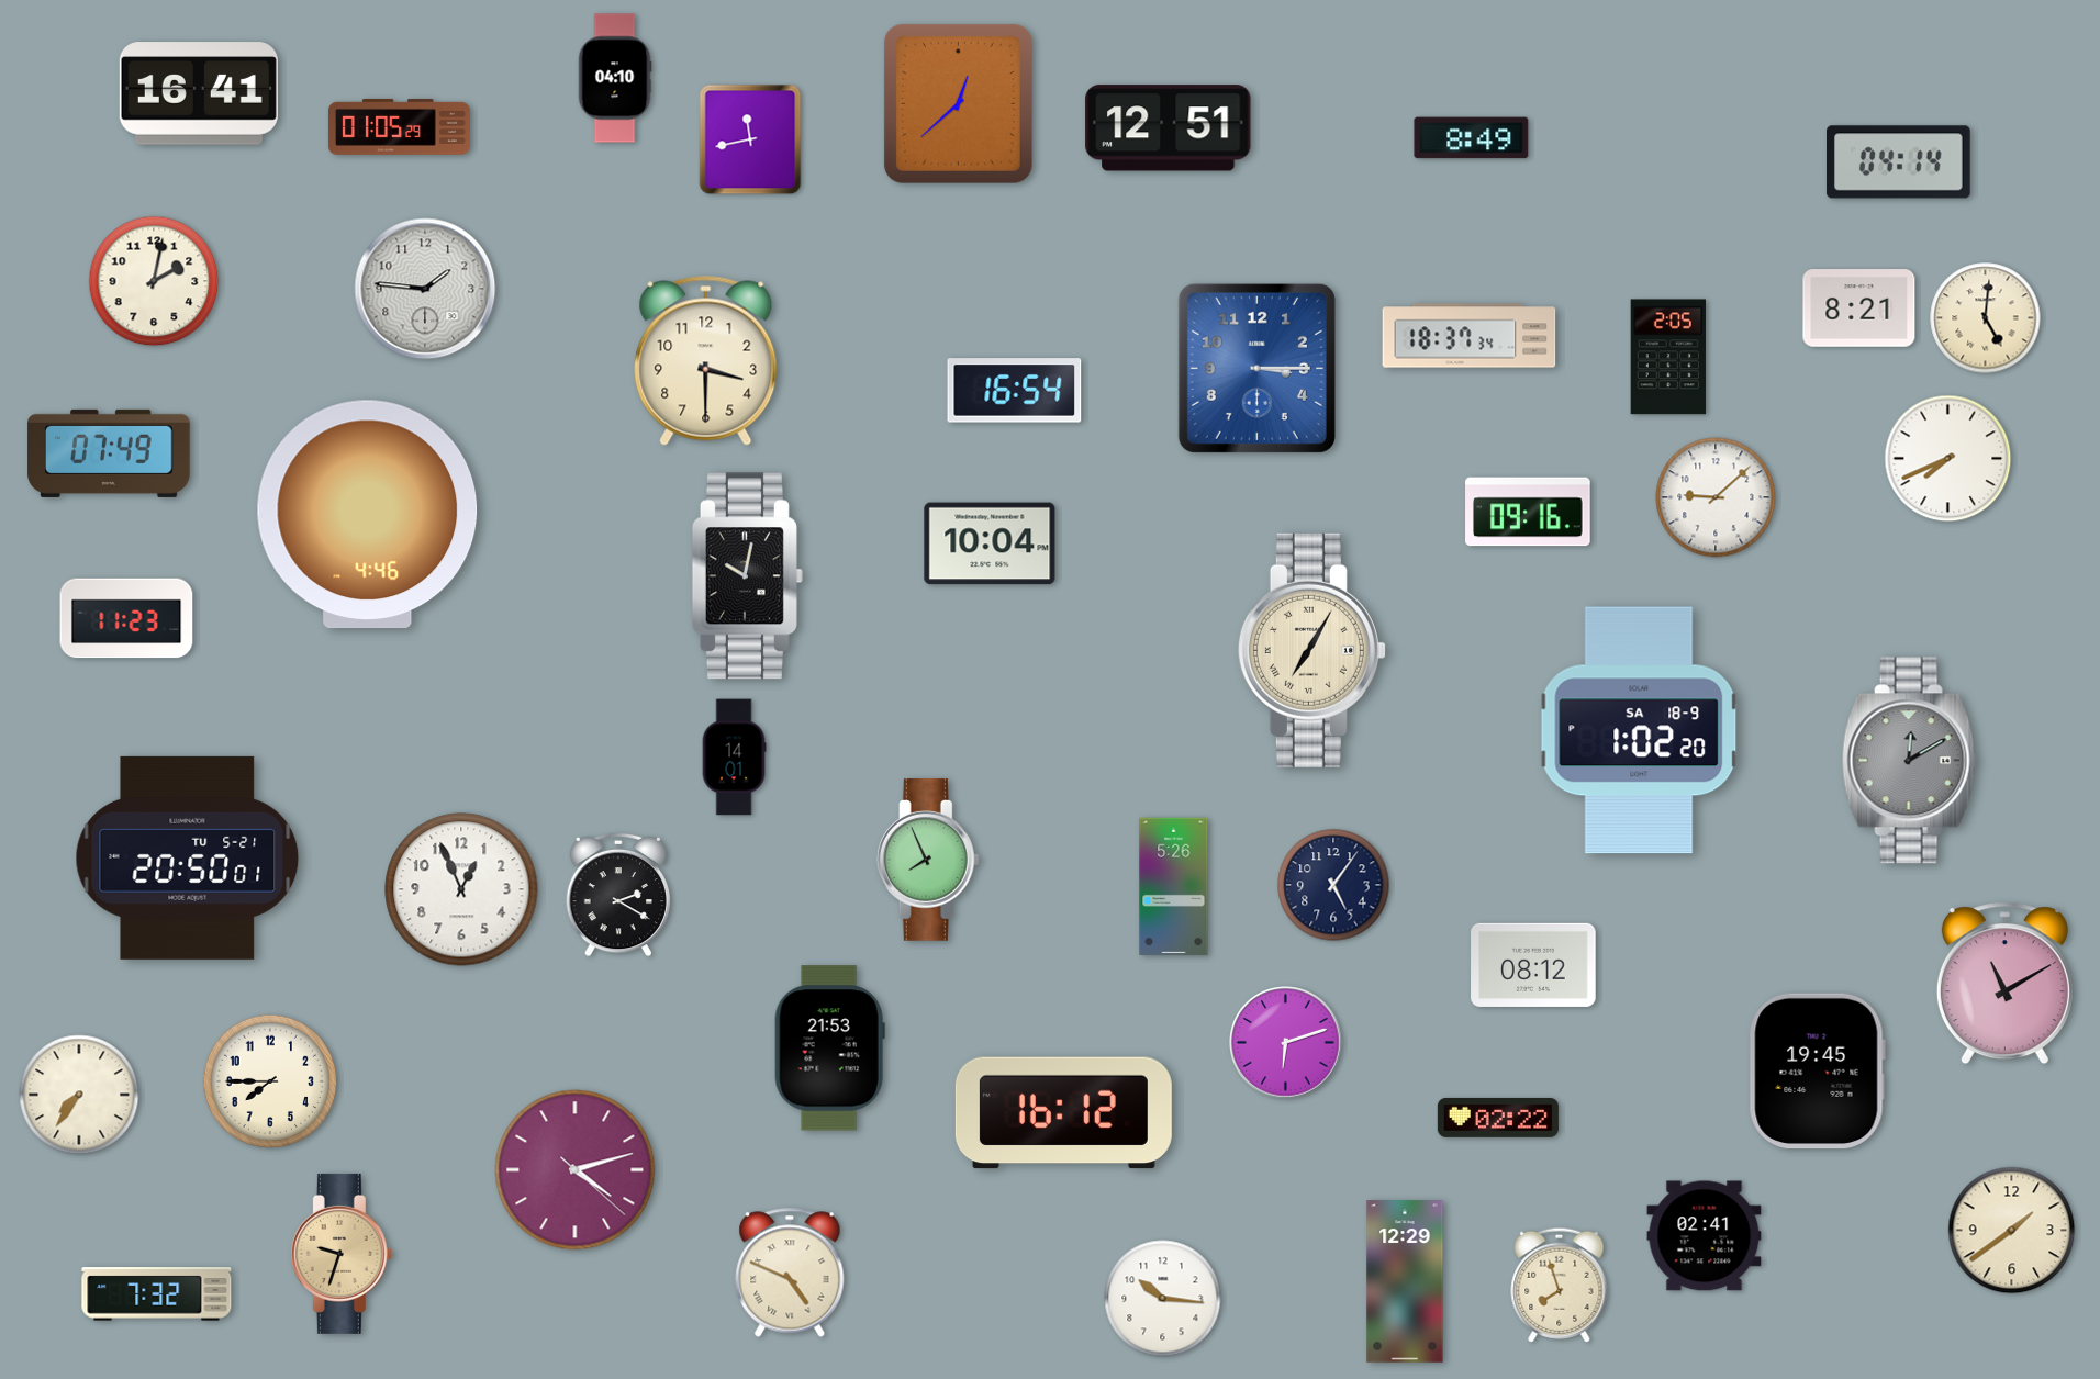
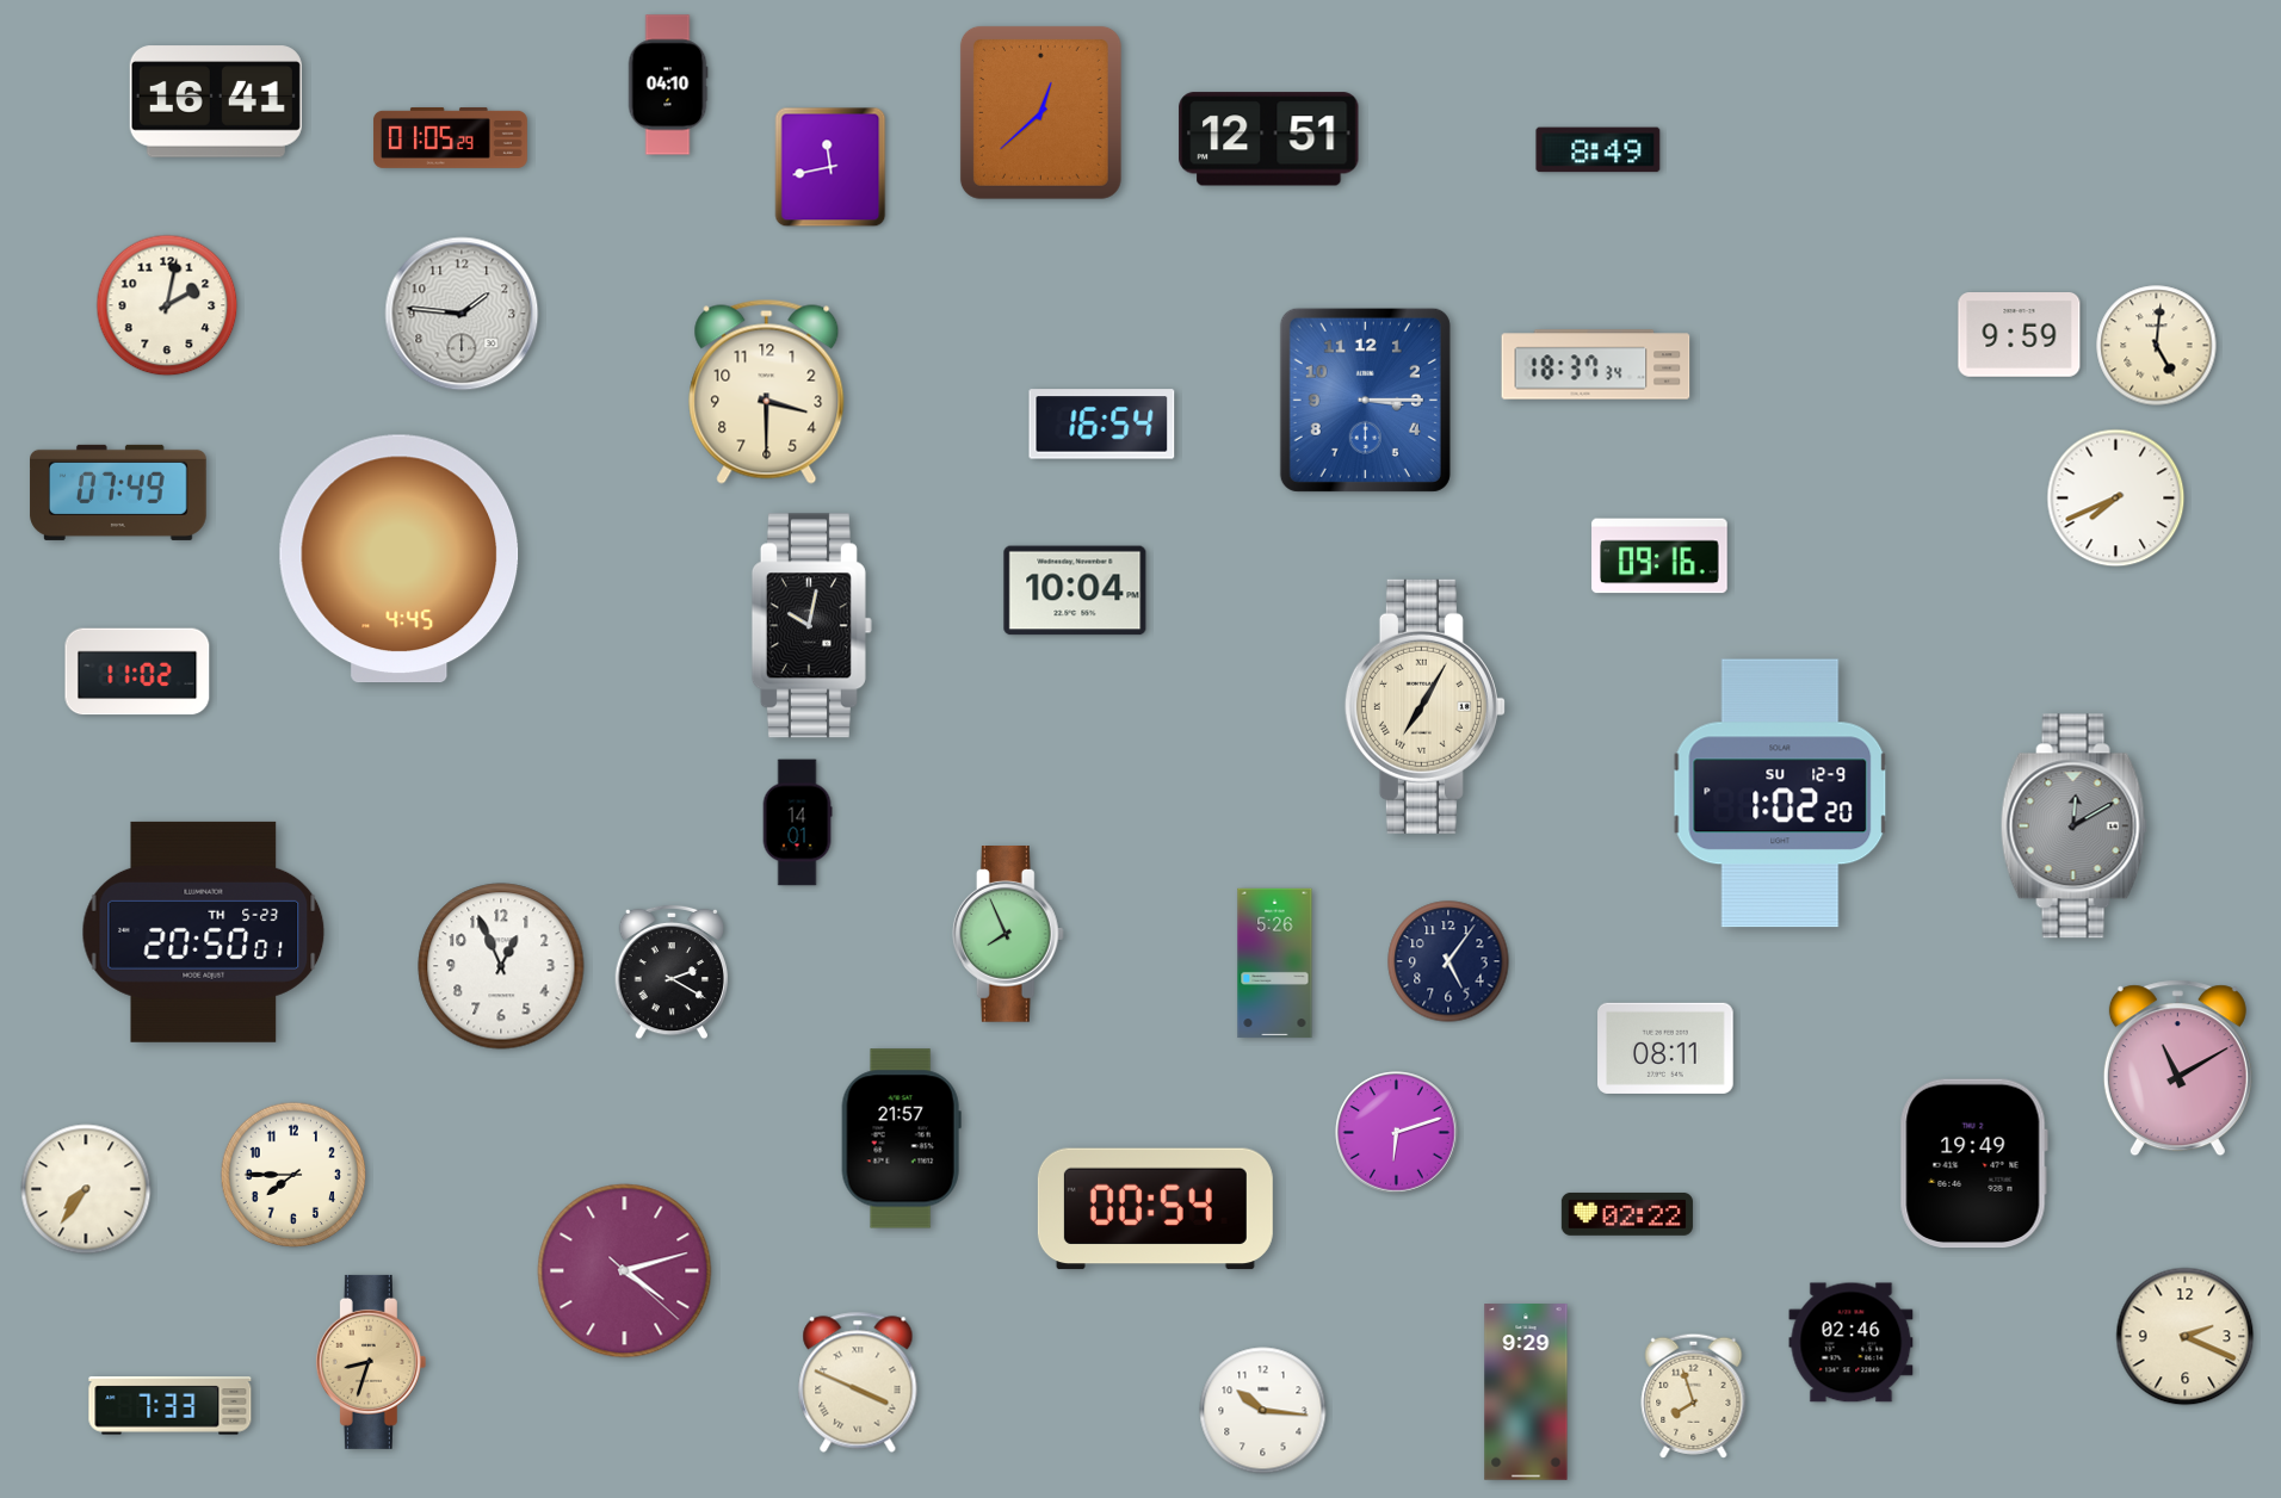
clock at (399, 126) position: (399, 126) -> (450, 137)
clock at (750, 139) position: (750, 139) -> (830, 167)
clock at (1899, 162): 04:14 -> none
clock at (1859, 309): 8:21 -> 9:59
clock at (1668, 357): 2:05 -> none
clock at (1716, 497): 9:08 -> none
clock at (368, 515): 4:46 -> 4:45
clock at (126, 618): 11:23 -> 11:02
clock at (1639, 730) date: SA 18-9 -> SU 12-9
clock at (188, 857) date: TU 5-21 -> TH 5-23
clock at (1533, 965): 08:12 -> 08:11
clock at (829, 1049): 21:53 -> 21:57
clock at (1817, 1072): 19:45 -> 19:49
clock at (1063, 1113): 16:12 -> 00:54
clock at (2012, 1231): 1:39 -> 2:19
clock at (1705, 1236): 02:41 -> 02:46
clock at (342, 1254): 9:33 -> 8:33
clock at (790, 1273): 4:49 -> 3:49
clock at (1405, 1281): 12:29 -> 9:29
clock at (157, 1294): 7:32 -> 7:33
